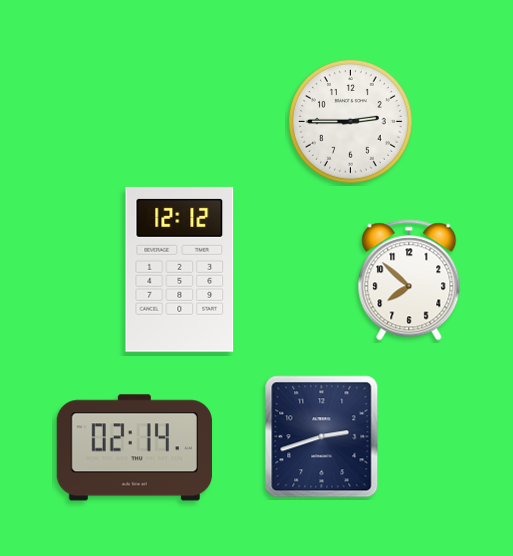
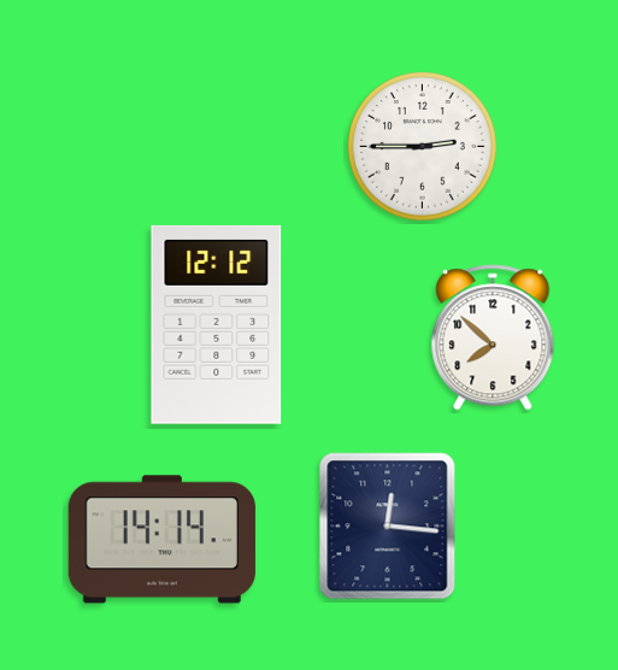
clock at (322, 437): 2:42 -> 12:16
clock at (134, 448): 02:14 -> 14:14
